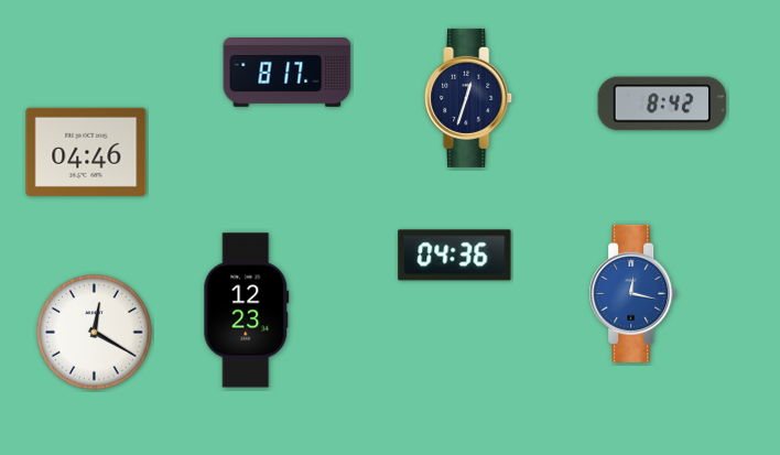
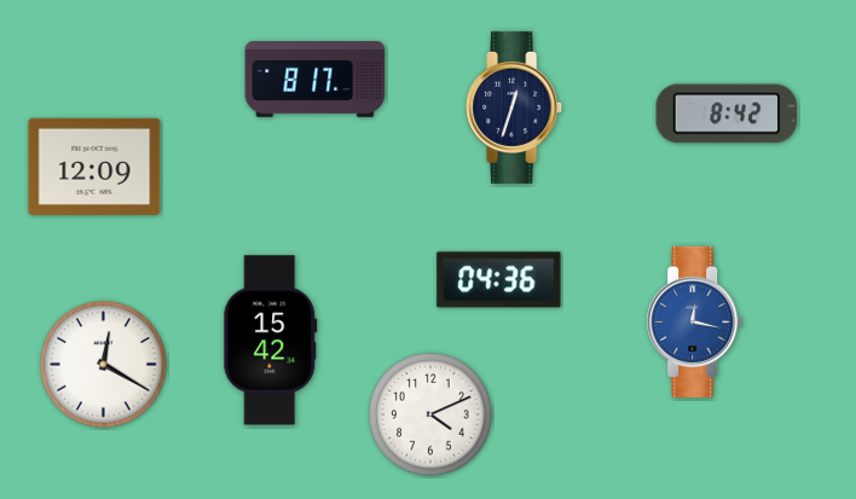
clock at (86, 152): 04:46 -> 12:09
clock at (247, 311): 12:23 -> 15:42
clock at (430, 414): none -> 4:11
